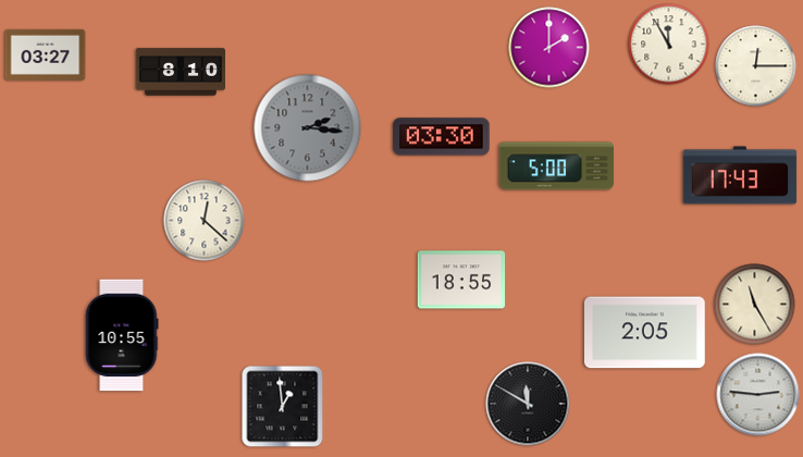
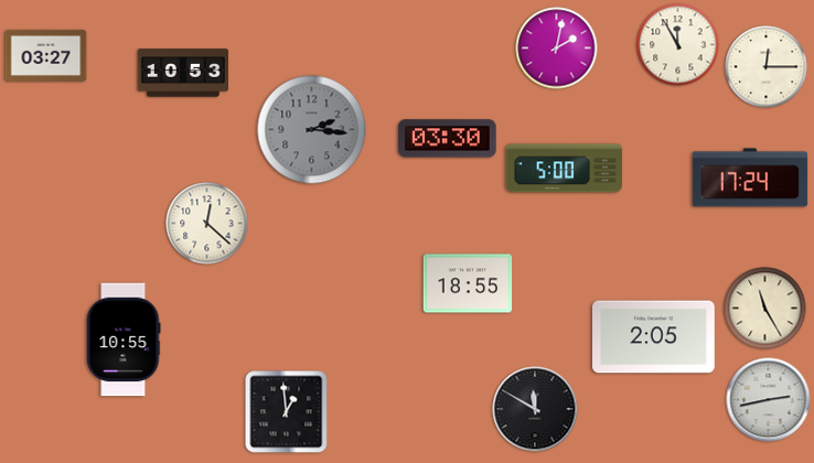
clock at (549, 48): 2:00 -> 2:02
clock at (180, 72): 8:10 -> 10:53
clock at (740, 175): 17:43 -> 17:24
clock at (758, 395): 2:46 -> 2:43
